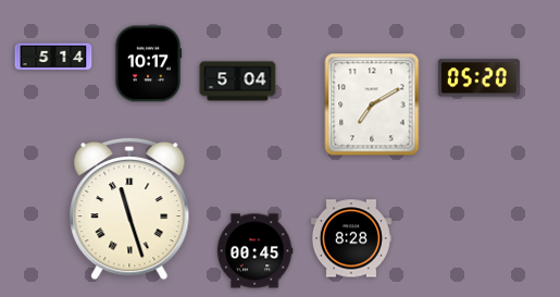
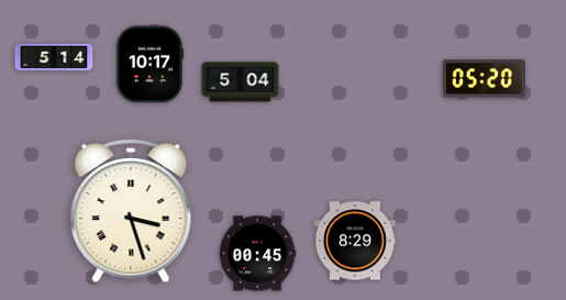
clock at (372, 104): 7:10 -> none
clock at (129, 209): 11:27 -> 3:27
clock at (351, 238): 8:28 -> 8:29
